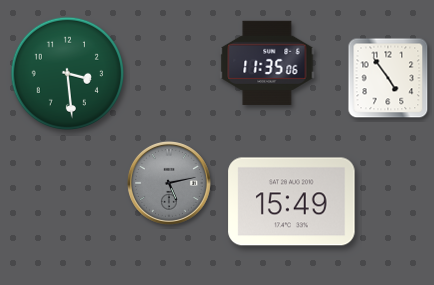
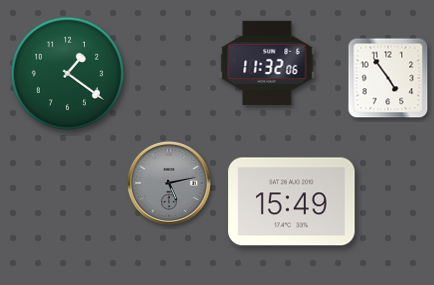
clock at (267, 63): 11:35 -> 11:32
clock at (67, 73): 3:29 -> 1:21
